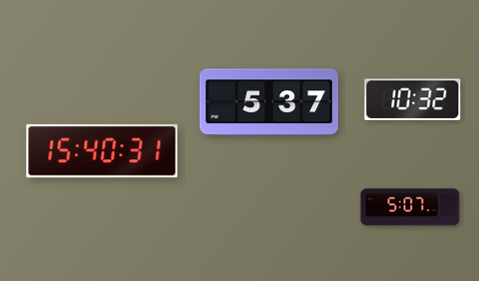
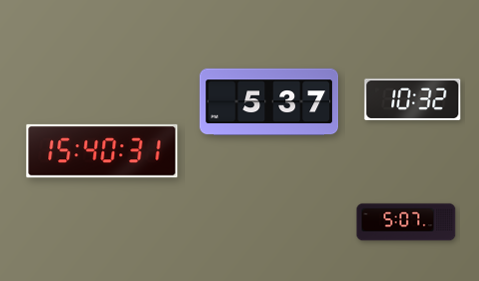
clock at (410, 207) position: (410, 207) -> (406, 222)
